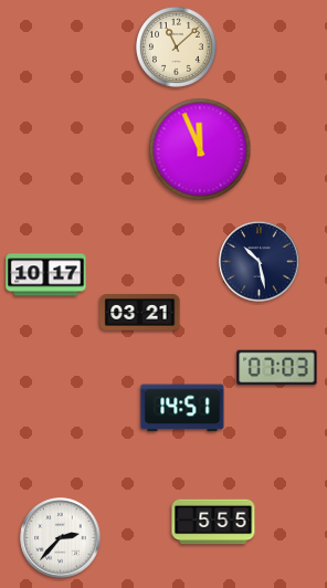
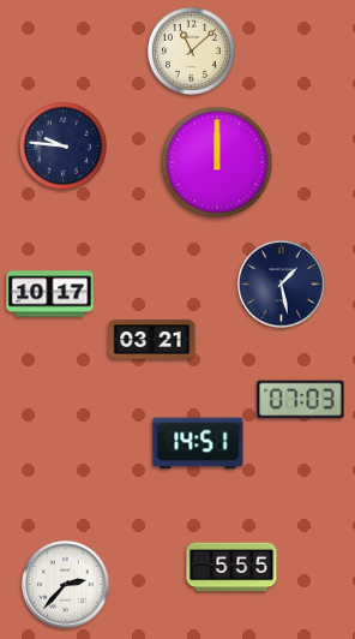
clock at (62, 145): none -> 9:46
clock at (200, 149): 11:56 -> 12:00
clock at (260, 262): 10:28 -> 1:28
clock at (46, 275) position: (46, 275) -> (50, 294)
